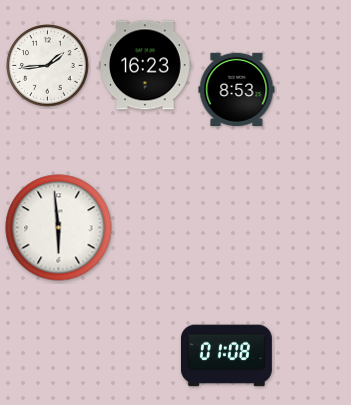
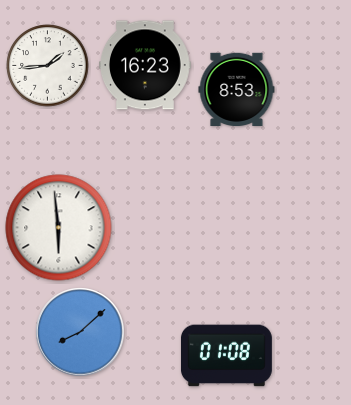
clock at (80, 332): none -> 8:08
